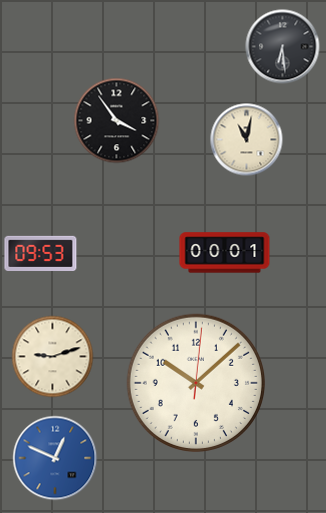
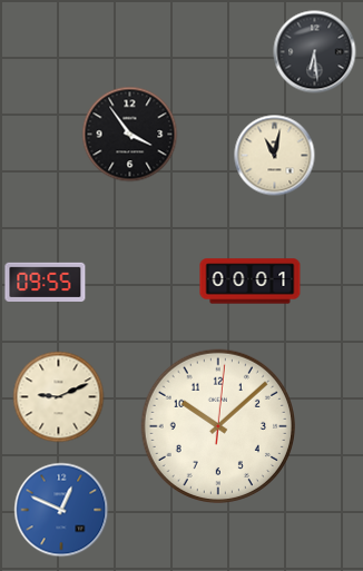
clock at (41, 253): 09:53 -> 09:55
clock at (53, 357): 9:12 -> 9:11
